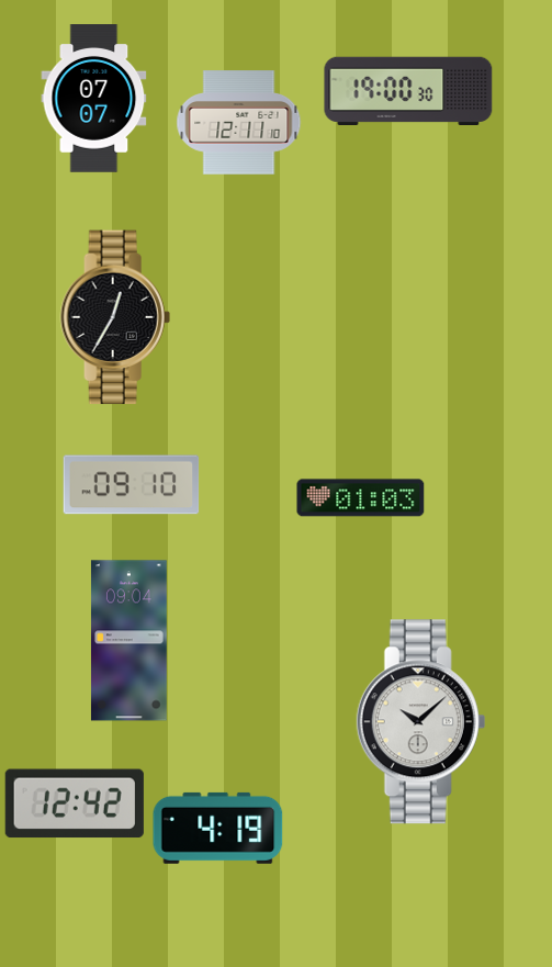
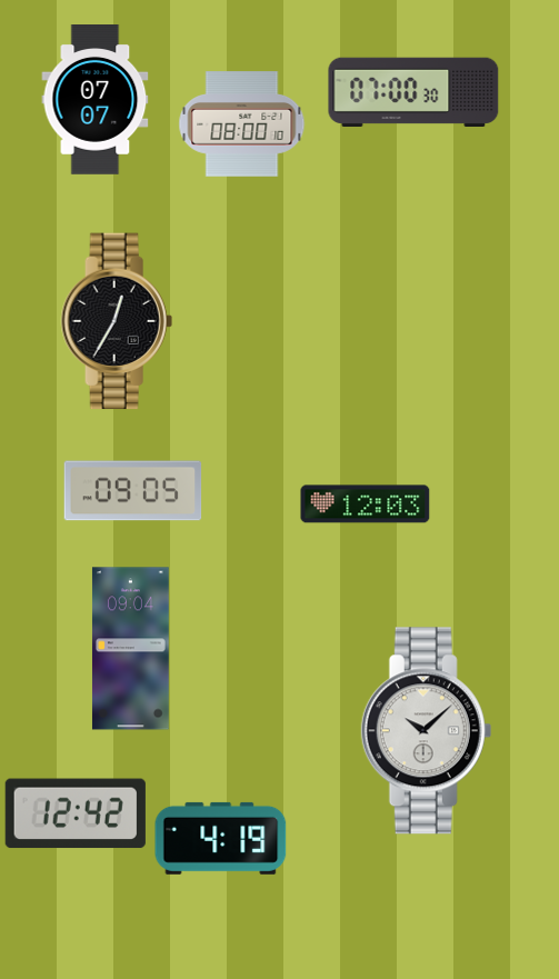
clock at (408, 90): 19:00 -> 07:00
clock at (239, 123): 12:11 -> 08:00
clock at (132, 485): 09:10 -> 09:05
clock at (361, 498): 01:03 -> 12:03
